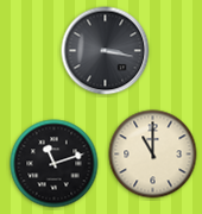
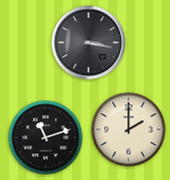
clock at (153, 155): 11:00 -> 2:00
